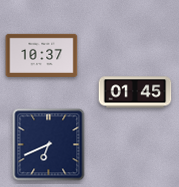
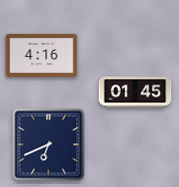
clock at (42, 55): 10:37 -> 4:16
